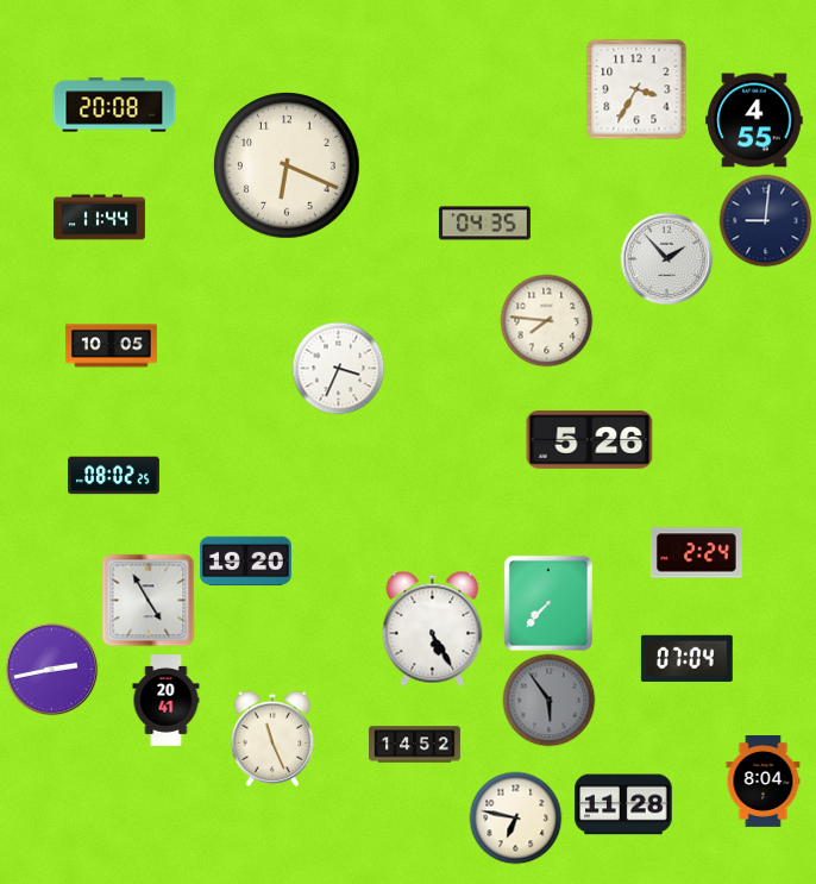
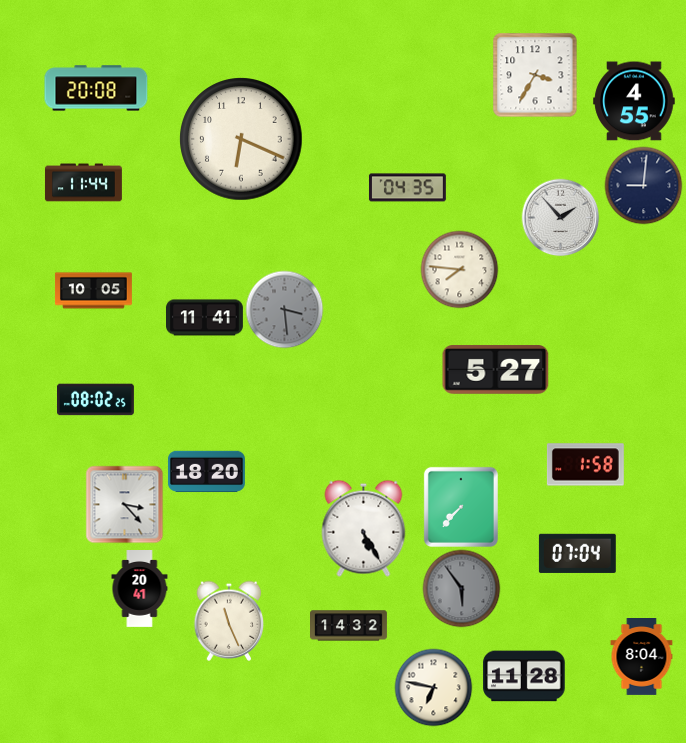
clock at (338, 368): 3:34 -> 3:29
clock at (338, 368) dial: white -> grey
clock at (205, 318): none -> 11:41
clock at (590, 440): 5:26 -> 5:27
clock at (696, 553): 2:24 -> 1:58
clock at (246, 562): 19:20 -> 18:20
clock at (147, 600): 4:55 -> 3:23
clock at (51, 669): 2:43 -> none
clock at (415, 745): 14:52 -> 14:32
